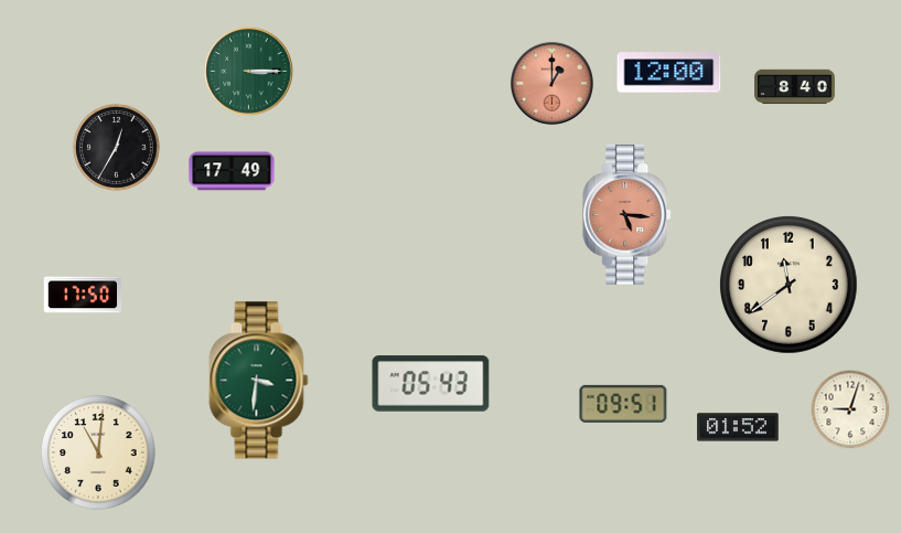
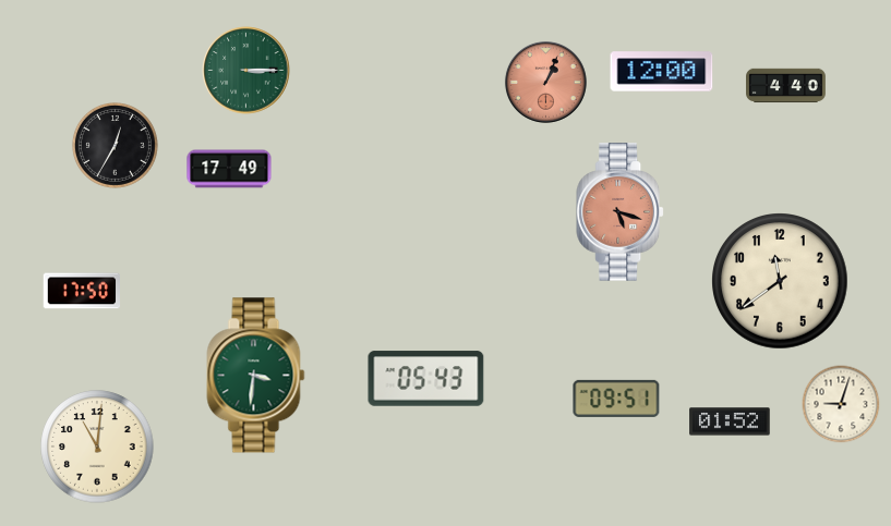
clock at (551, 83): 1:00 -> 1:04
clock at (795, 87): 8:40 -> 4:40
clock at (626, 215): 5:16 -> 5:18
